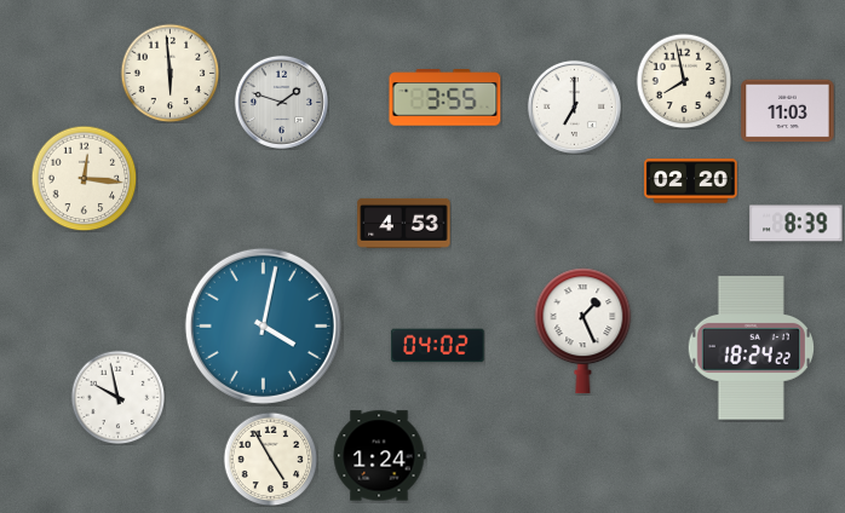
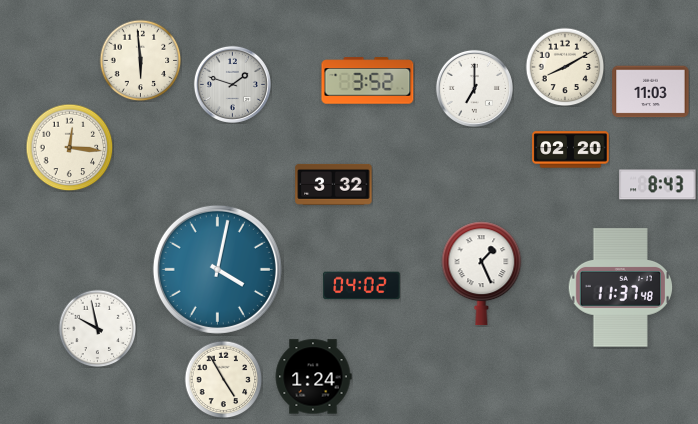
clock at (684, 81): 7:58 -> 8:10
clock at (446, 98): 3:55 -> 3:52
clock at (404, 223): 4:53 -> 3:32
clock at (797, 224): 8:39 -> 8:43
clock at (751, 348): 18:24 -> 11:37
